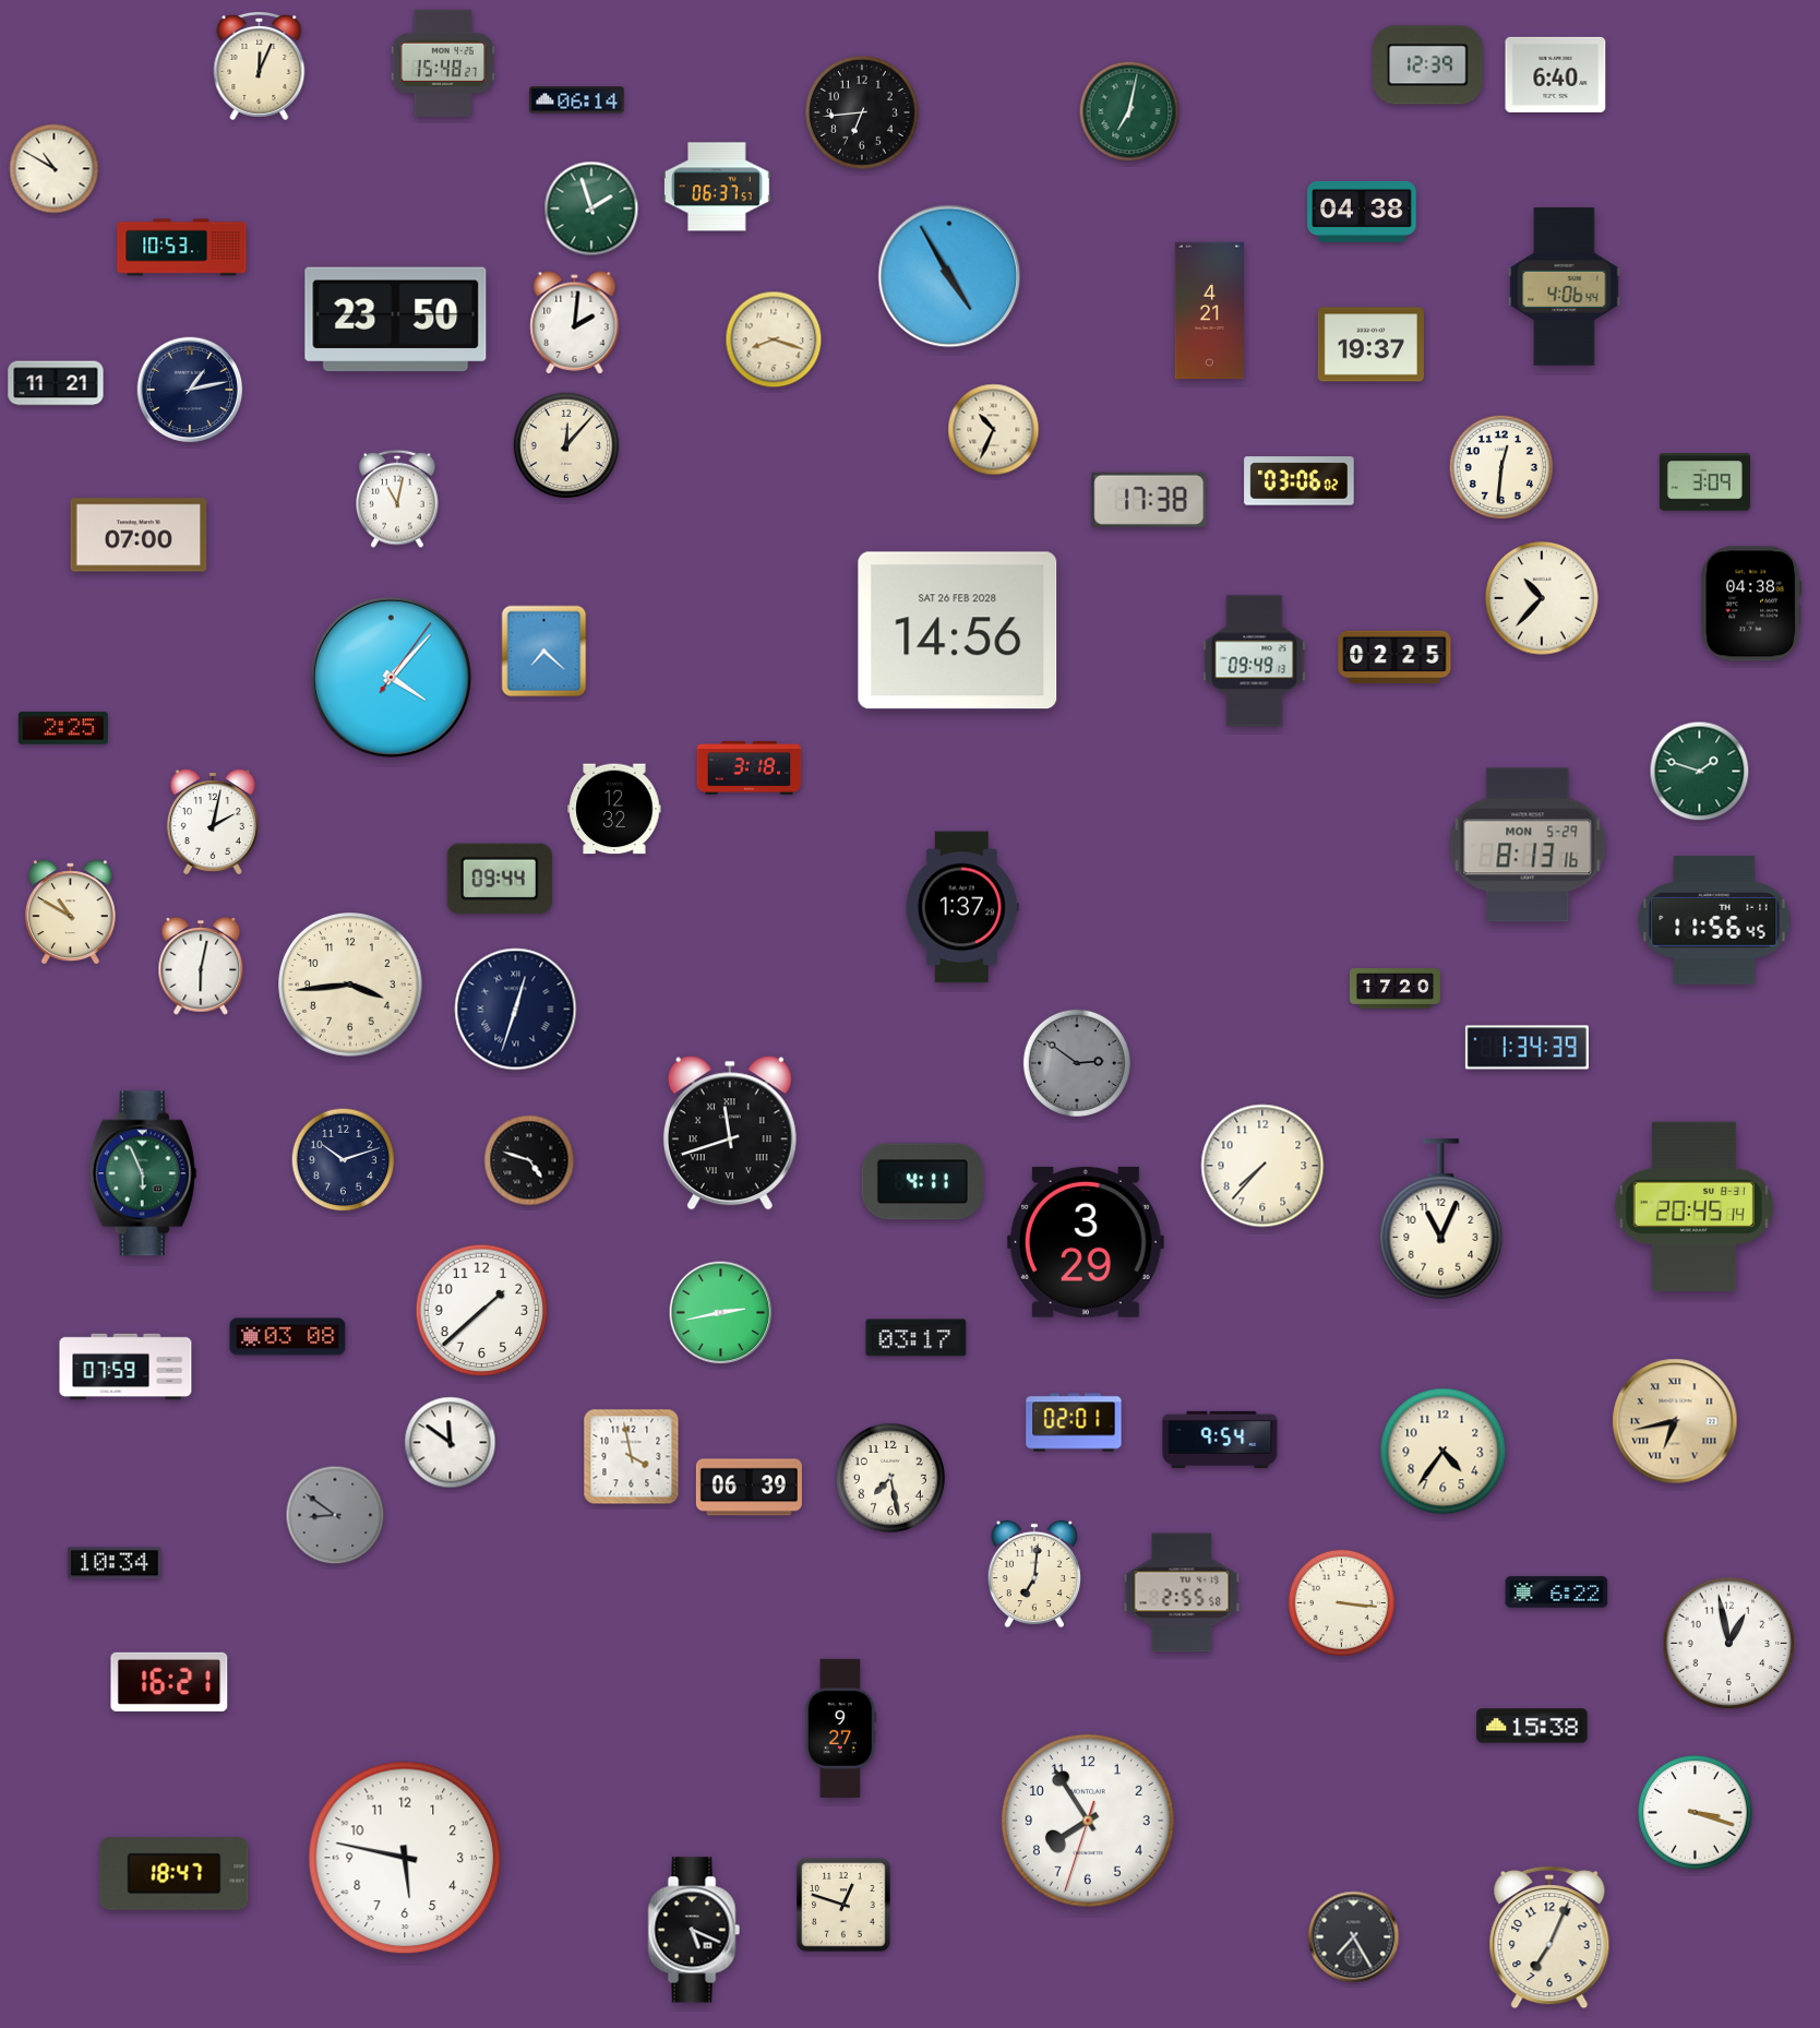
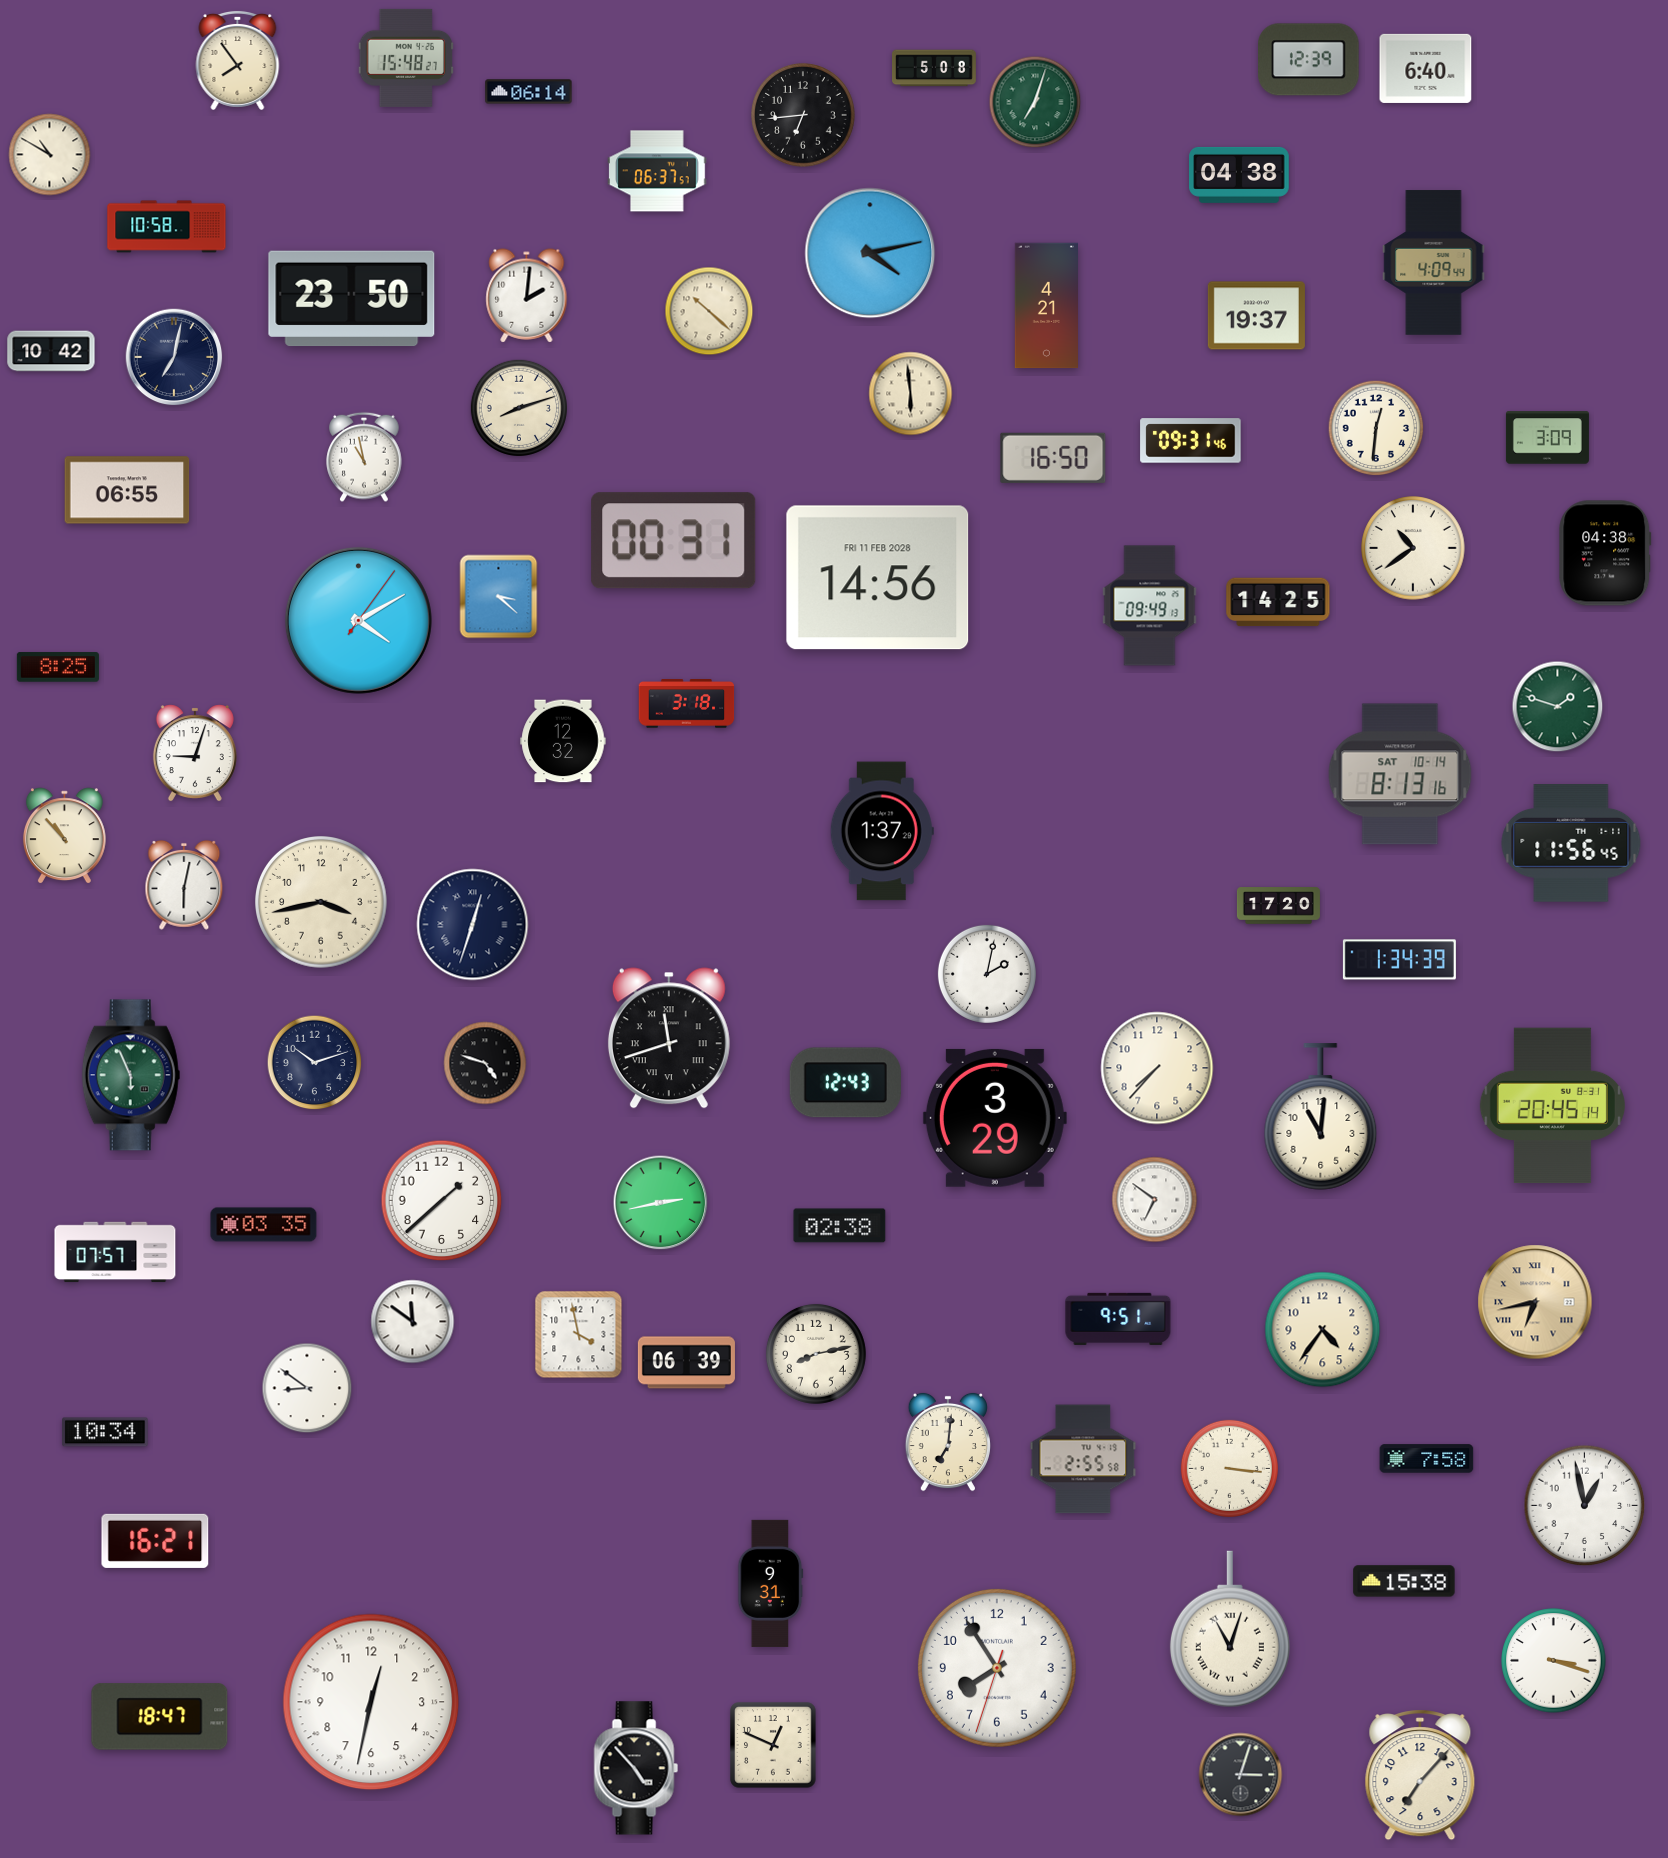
clock at (260, 65): 12:04 -> 7:54
clock at (935, 68): none -> 5:08
clock at (1129, 111): 7:02 -> 7:03
clock at (862, 112) position: (862, 112) -> (803, 115)
clock at (591, 208): 1:57 -> none
clock at (1362, 212) position: (1362, 212) -> (1239, 175)
clock at (182, 248): 10:53 -> 10:58
clock at (949, 276): 4:55 -> 4:13
clock at (1565, 287): 4:06 -> 4:09
clock at (1209, 311) position: (1209, 311) -> (1046, 306)
clock at (396, 320) position: (396, 320) -> (352, 299)
clock at (774, 339): 8:18 -> 10:22
clock at (56, 383): 11:21 -> 10:42
clock at (190, 390): 1:13 -> 7:02
clock at (994, 430): 10:34 -> 5:59
clock at (565, 444): 12:07 -> 8:12
clock at (1300, 481): 03:06 -> 09:31
clock at (1704, 482) position: (1704, 482) -> (1547, 438)
clock at (397, 499): 11:02 -> 10:58
clock at (1149, 500): 17:38 -> 16:50
clock at (139, 535): 07:00 -> 06:55
clock at (674, 541): none -> 00:31
clock at (1542, 598): 10:37 -> 10:39
clock at (958, 631) date: SAT 26 FEB 2028 -> FRI 11 FEB 2028
clock at (544, 652): 7:22 -> 3:22
clock at (1394, 657): 02:25 -> 14:25
clock at (391, 677): 4:07 -> 4:10
clock at (63, 728): 2:25 -> 8:25
clock at (213, 822): 2:02 -> 9:03
clock at (1528, 845) date: MON 5-29 -> SAT 10-14
clock at (500, 878): 09:44 -> none
clock at (70, 912): 10:50 -> 10:53
clock at (351, 985): 3:44 -> 3:43
clock at (1077, 1063): 2:51 -> 2:02
clock at (1077, 1063) dial: grey -> white
clock at (922, 1182): 4:11 -> 12:43
clock at (1441, 1219): 11:04 -> 11:01
clock at (1086, 1242) position: (1086, 1242) -> (995, 1118)
clock at (1155, 1200): none -> 6:51
clock at (288, 1337): 03:08 -> 03:35
clock at (917, 1338): 03:17 -> 02:38
clock at (125, 1367): 07:59 -> 07:57
clock at (1074, 1422): 02:01 -> none
clock at (1220, 1440): 9:54 -> 9:51
clock at (890, 1478): 7:28 -> 8:13
clock at (335, 1515) dial: grey -> white
clock at (1557, 1592): 6:22 -> 7:58
clock at (841, 1728): 9:27 -> 9:31
clock at (1230, 1629): none -> 11:03
clock at (405, 1858): 5:47 -> 12:32
clock at (843, 1905): 12:48 -> 12:49
clock at (694, 1930): 5:19 -> 4:53
clock at (1354, 1937): 7:25 -> 3:03
clock at (1549, 1937): 7:04 -> 7:07
